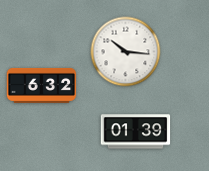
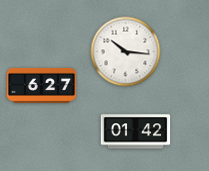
clock at (42, 85): 6:32 -> 6:27
clock at (136, 132): 01:39 -> 01:42
